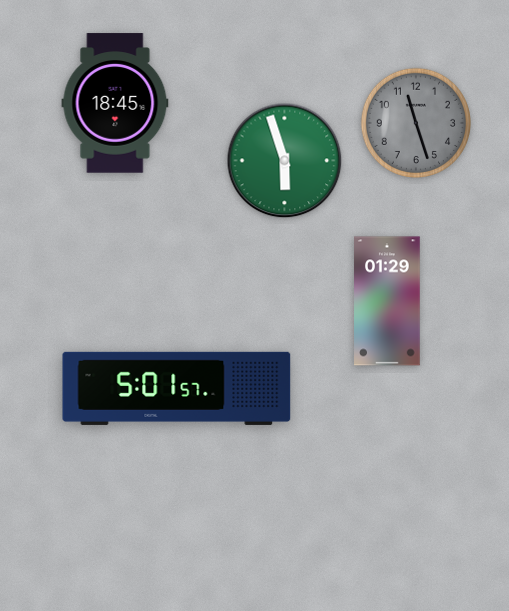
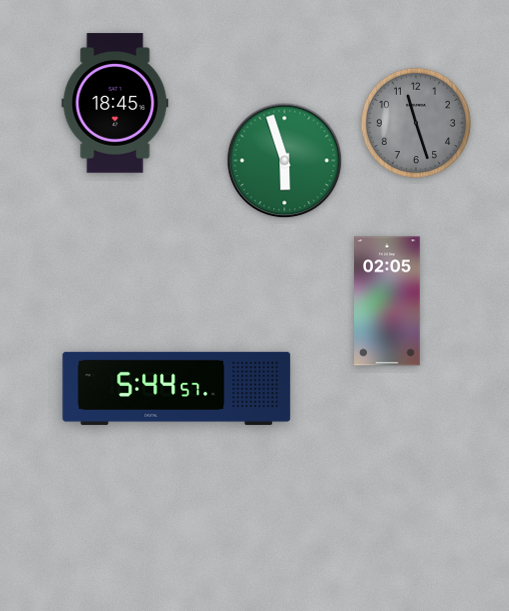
clock at (387, 301): 01:29 -> 02:05
clock at (177, 388): 5:01 -> 5:44
